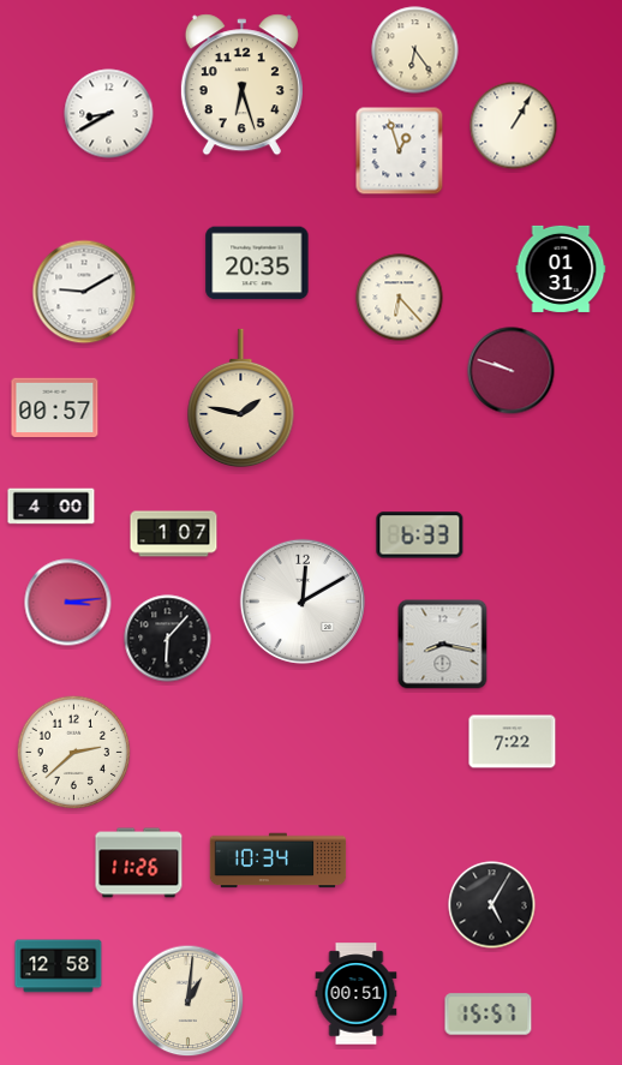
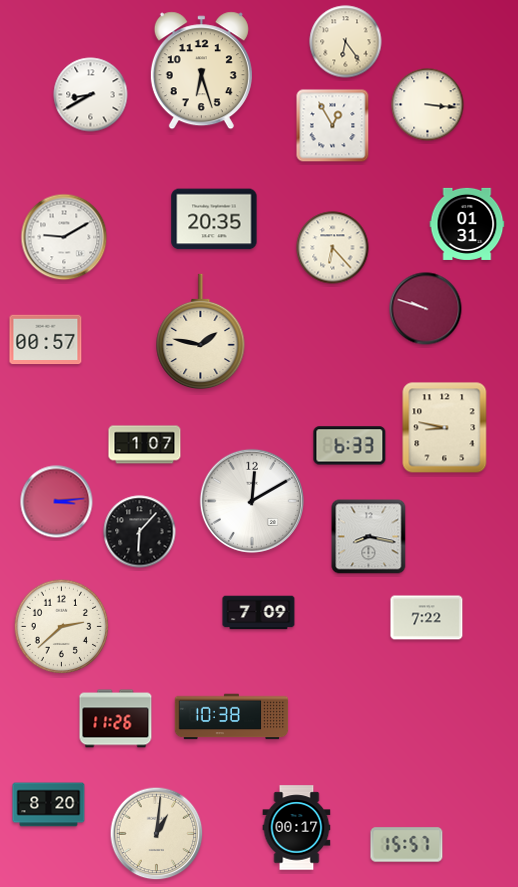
clock at (514, 126): 1:05 -> 3:16
clock at (400, 151): 12:57 -> 12:55
clock at (84, 292) position: (84, 292) -> (64, 237)
clock at (52, 507): 4:00 -> none
clock at (445, 428): none -> 8:47
clock at (259, 613): none -> 7:09
clock at (279, 861): 10:34 -> 10:38
clock at (492, 905): 5:05 -> none
clock at (59, 967): 12:58 -> 8:20
clock at (357, 994): 00:51 -> 00:17
